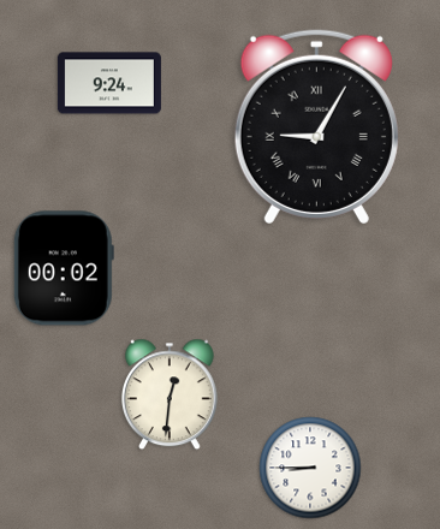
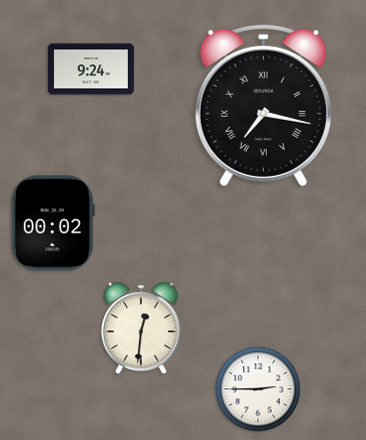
clock at (316, 126): 9:05 -> 7:17
clock at (310, 468): 8:45 -> 2:45
